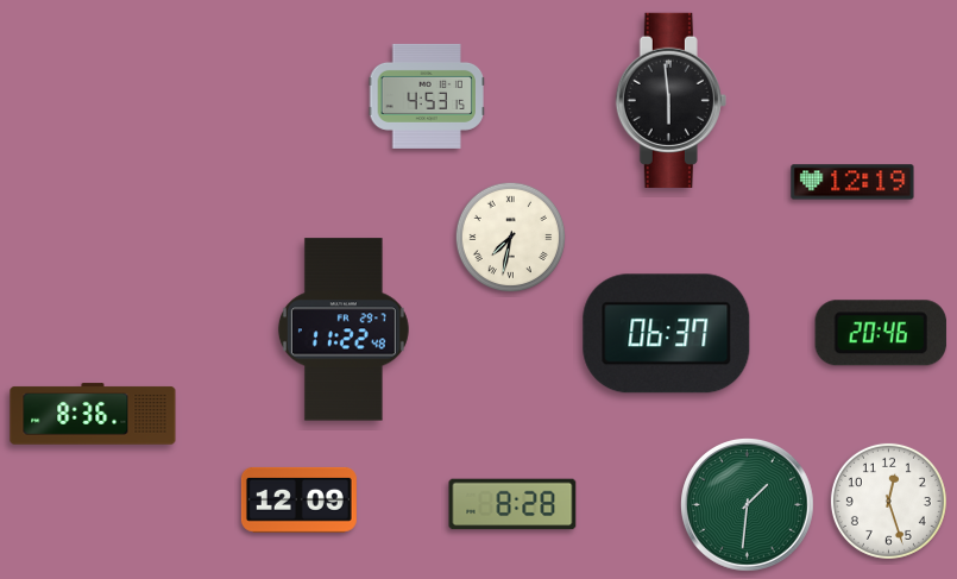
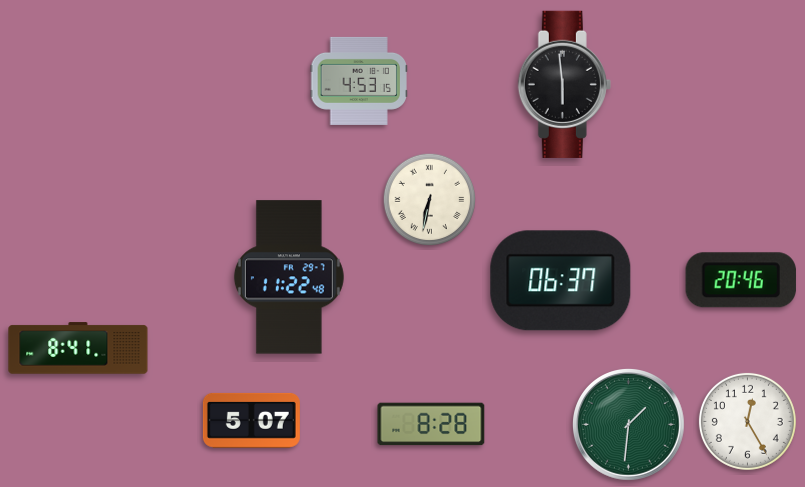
clock at (852, 182): 12:19 -> none
clock at (511, 238): 7:32 -> 6:32
clock at (93, 414): 8:36 -> 8:41
clock at (298, 499): 12:09 -> 5:07
clock at (888, 501): 12:27 -> 12:25
